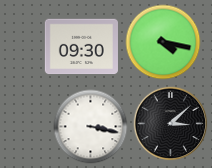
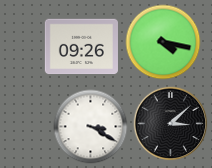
clock at (81, 47): 09:30 -> 09:26
clock at (91, 127): 3:17 -> 3:20
